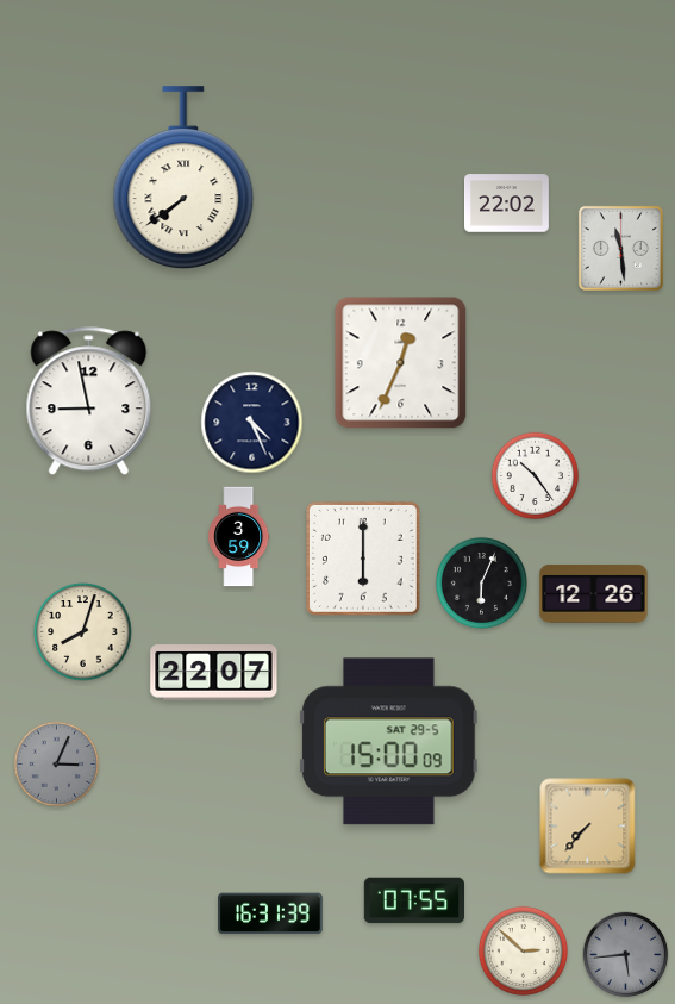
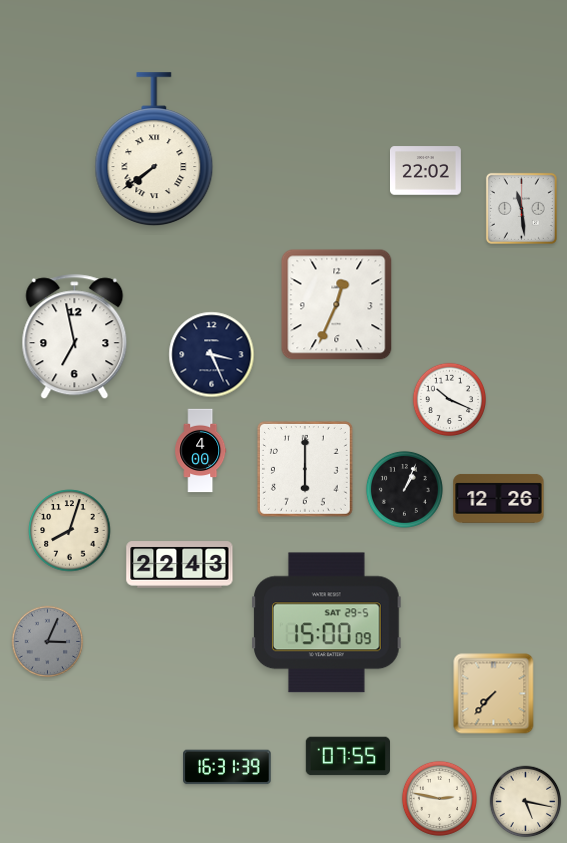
clock at (89, 401): 8:58 -> 6:58
clock at (252, 423): 4:26 -> 3:26
clock at (535, 475): 10:24 -> 10:19
clock at (239, 537): 3:59 -> 4:00
clock at (481, 582): 6:04 -> 1:04
clock at (214, 673): 22:07 -> 22:43
clock at (523, 950): 2:52 -> 2:47
clock at (626, 955): 5:44 -> 5:17
clock at (626, 955) dial: grey -> cream
